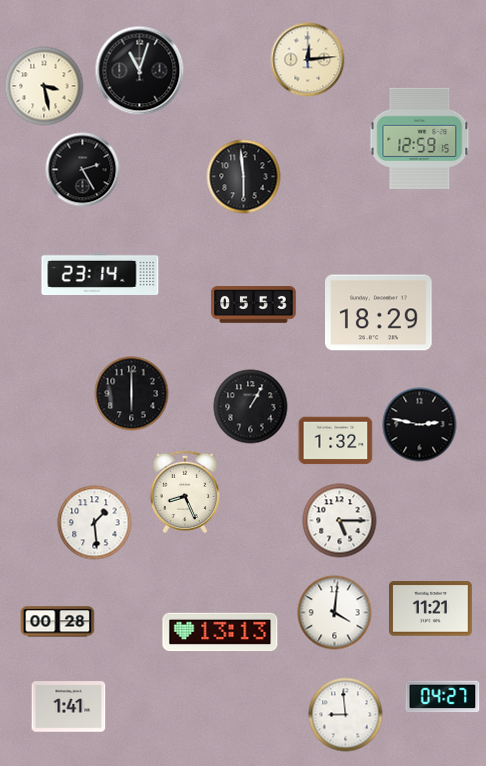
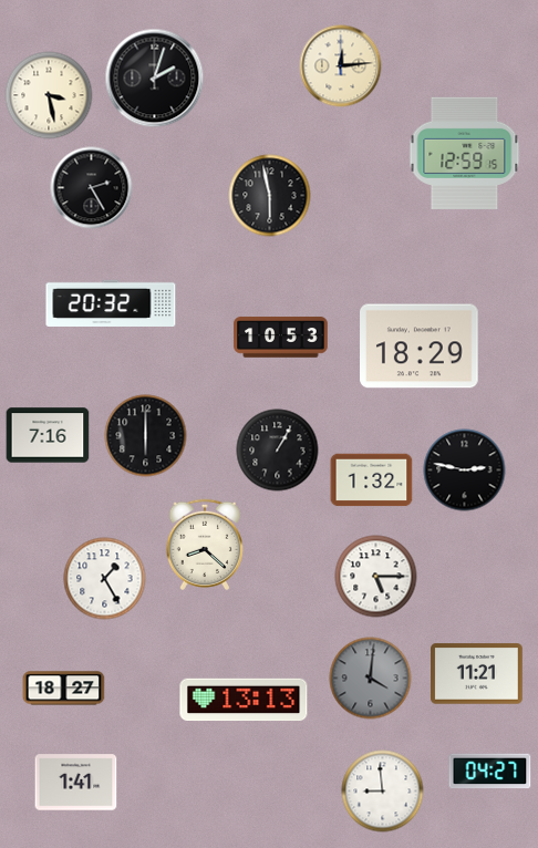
clock at (140, 71): 11:03 -> 2:03
clock at (244, 177): 5:59 -> 5:58
clock at (100, 273): 23:14 -> 20:32
clock at (254, 305): 05:53 -> 10:53
clock at (48, 435): none -> 7:16
clock at (336, 441) position: (336, 441) -> (372, 480)
clock at (184, 491): 8:26 -> 8:22
clock at (95, 523): 1:29 -> 1:25
clock at (335, 613) dial: white -> grey
clock at (58, 622): 00:28 -> 18:27
